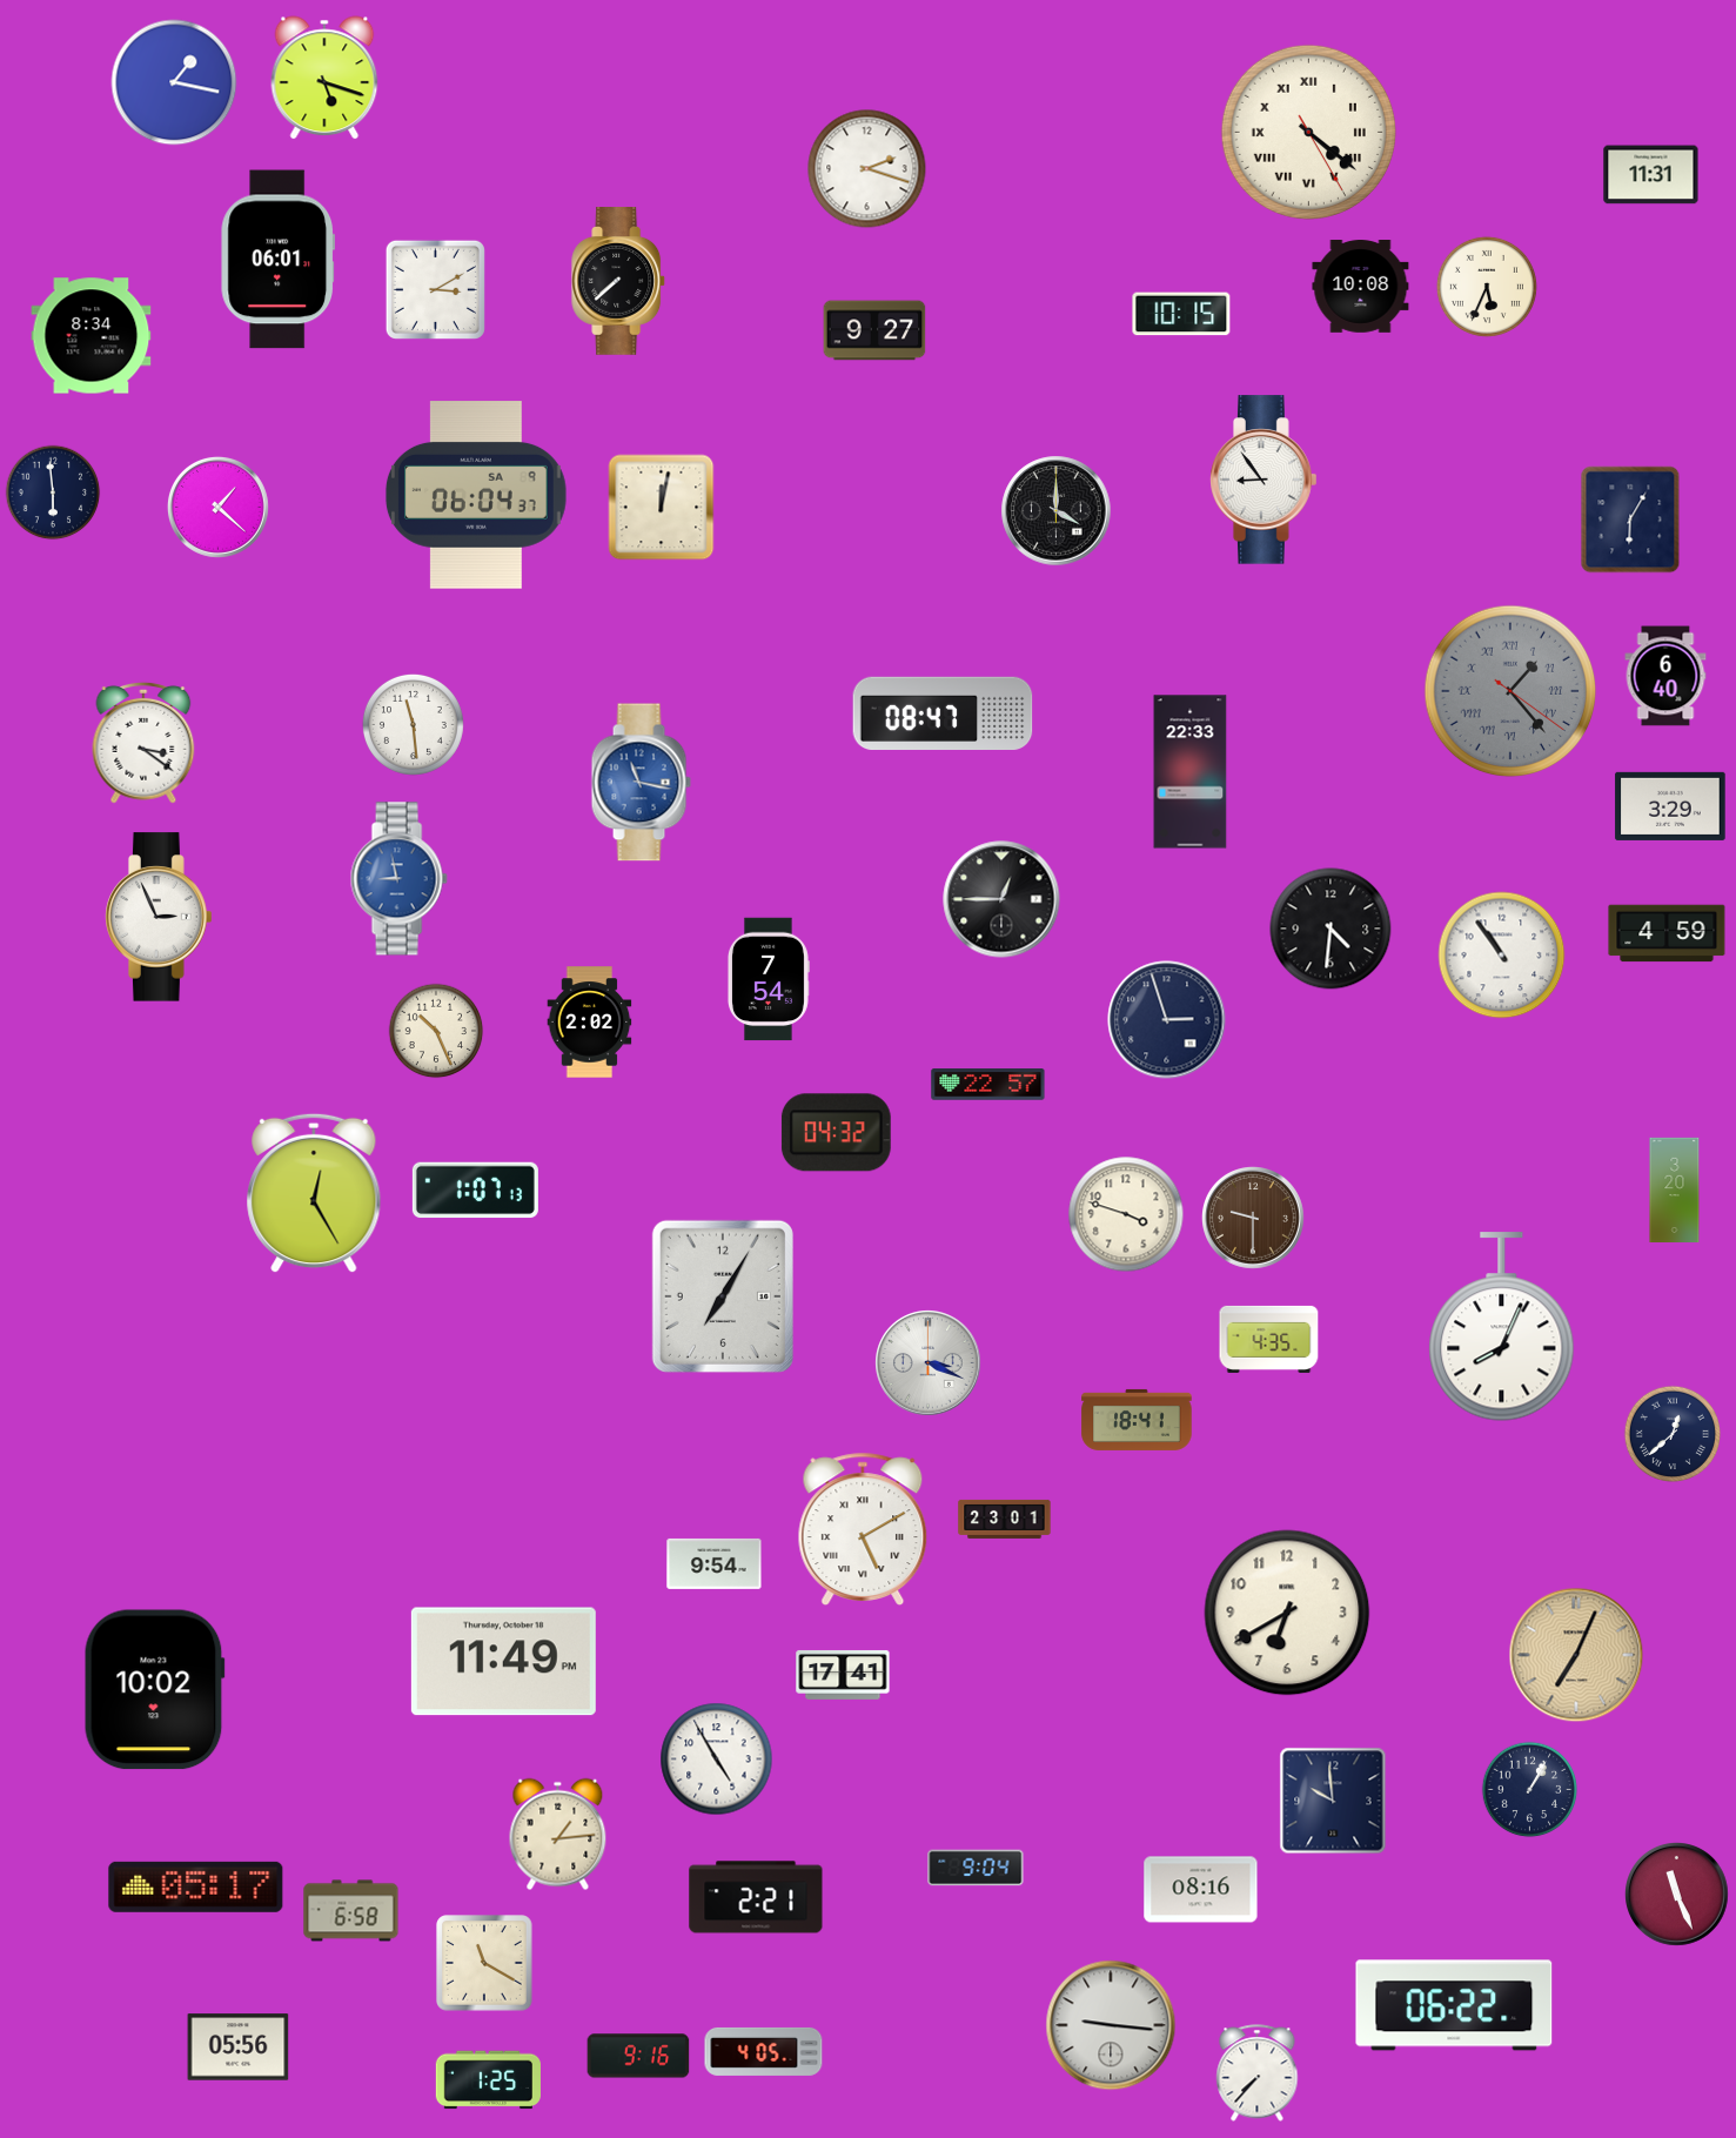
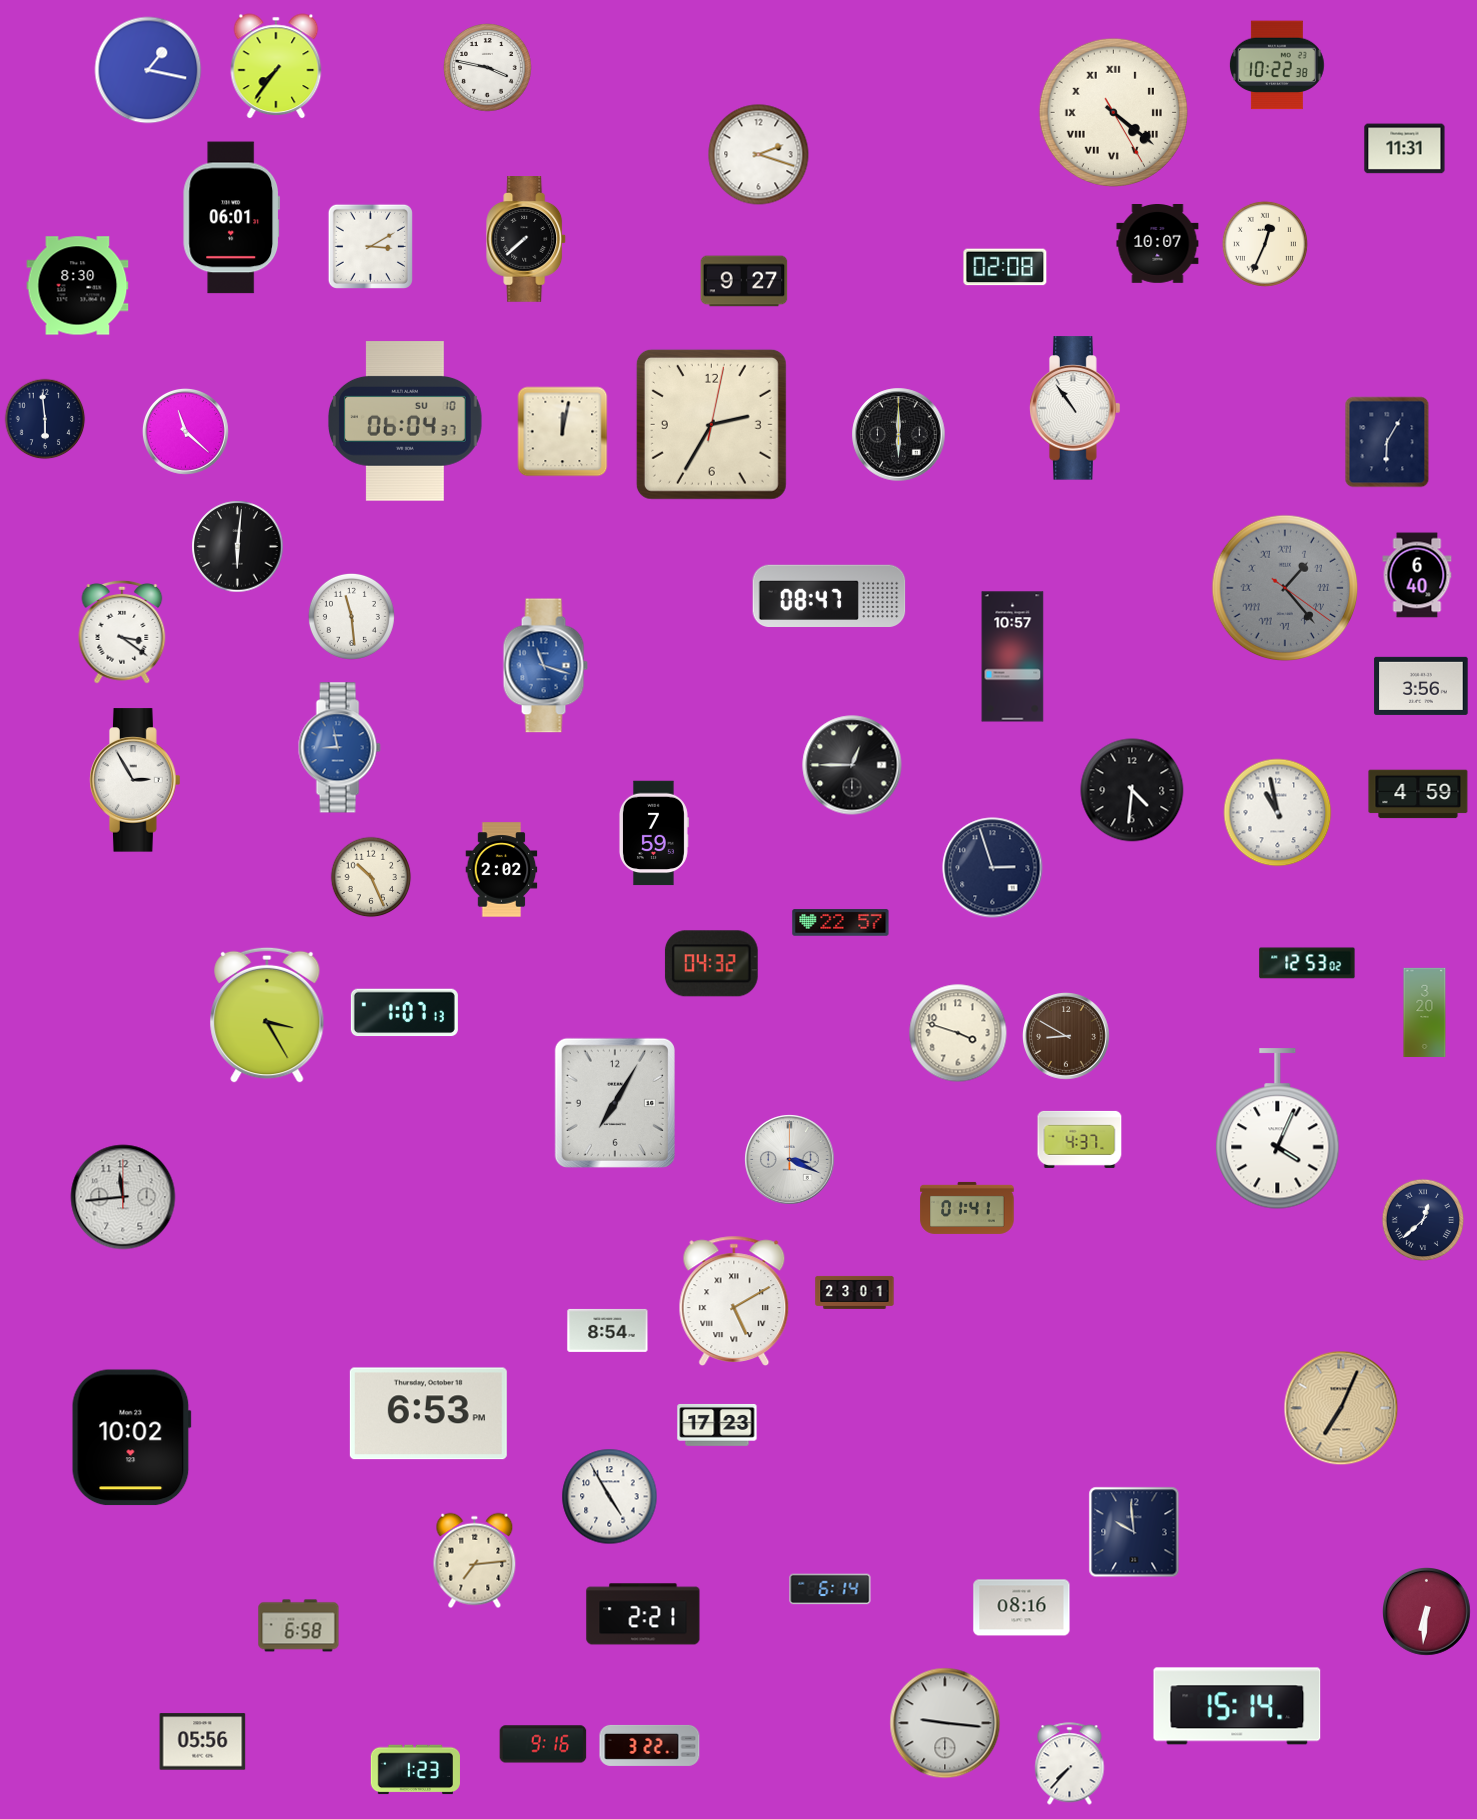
clock at (1277, 65): none -> 10:22
clock at (324, 78): 5:18 -> 7:36
clock at (488, 68): none -> 3:47
clock at (867, 169) position: (867, 169) -> (759, 155)
clock at (277, 260) position: (277, 260) -> (231, 218)
clock at (1361, 287): 10:08 -> 10:07
clock at (1487, 287): 5:34 -> 12:34
clock at (1181, 314): 10:15 -> 02:08
clock at (92, 336): 8:34 -> 8:30
clock at (1264, 480): 8:54 -> 10:54
clock at (476, 495) date: SA 9 -> SU 10
clock at (711, 424): none -> 2:35
clock at (217, 507): 1:22 -> 11:22
clock at (1057, 511): 4:00 -> 6:00
clock at (238, 547): none -> 6:01
clock at (943, 712) position: (943, 712) -> (829, 595)
clock at (1191, 772): 22:33 -> 10:57
clock at (641, 783): 11:17 -> 11:18
clock at (1670, 806): 3:29 -> 3:56
clock at (159, 917): 2:56 -> 2:55
clock at (1502, 956): 10:54 -> 10:58
clock at (769, 979): 7:54 -> 7:59
clock at (1307, 963): none -> 12:53
clock at (314, 1193): 12:25 -> 3:25
clock at (1254, 1219): 9:30 -> 8:50
clock at (1502, 1327): 8:04 -> 4:04
clock at (1269, 1339): 4:35 -> 4:37
clock at (123, 1197): none -> 11:44
clock at (1137, 1420): 18:41 -> 01:41
clock at (715, 1563): 9:54 -> 8:54
clock at (1287, 1613): 6:40 -> none
clock at (503, 1662): 11:49 -> 6:53
clock at (843, 1675): 17:41 -> 17:23
clock at (1530, 1790): 1:05 -> none
clock at (558, 1835): 1:14 -> 7:14
clock at (976, 1868): 9:04 -> 6:14
clock at (196, 1886): 05:17 -> none
clock at (1677, 1895): 11:26 -> 6:31
clock at (484, 1963): 11:20 -> none
clock at (1454, 2005): 06:22 -> 15:14
clock at (764, 2051): 4:05 -> 3:22
clock at (638, 2056) position: (638, 2056) -> (543, 1744)
clock at (488, 2080): 1:25 -> 1:23
